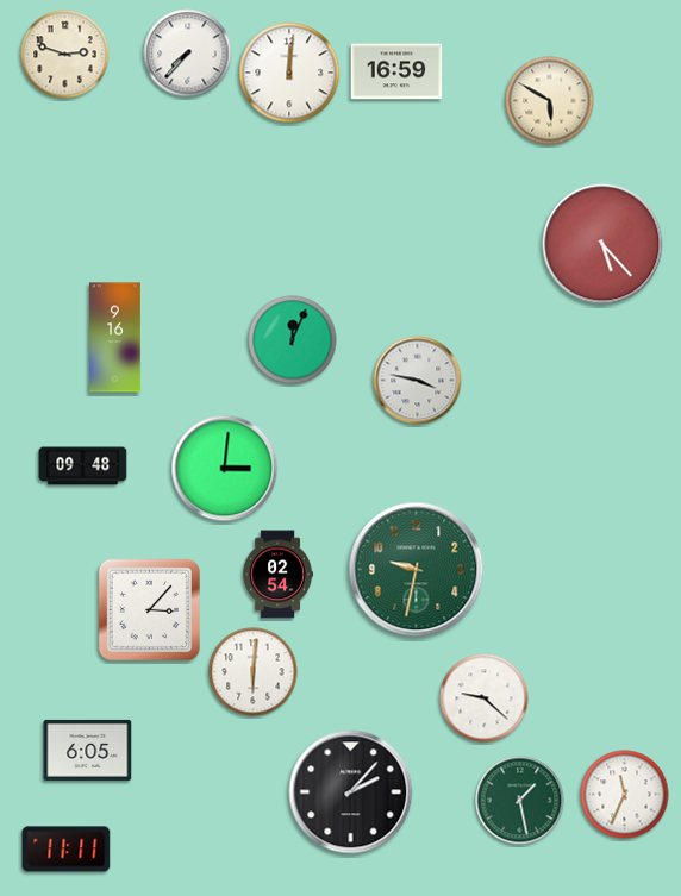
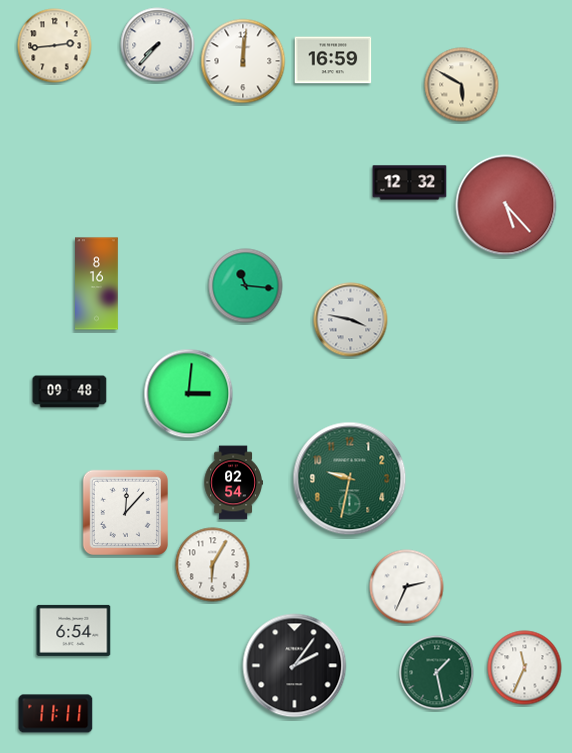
clock at (65, 55): 2:48 -> 2:44
clock at (410, 183): none -> 12:32
clock at (115, 338): 9:16 -> 8:16
clock at (293, 340): 12:04 -> 11:16
clock at (149, 609): 3:07 -> 12:07
clock at (254, 672): 6:01 -> 6:05
clock at (485, 698): 9:22 -> 2:34
clock at (88, 750): 6:05 -> 6:54
clock at (351, 792): 2:07 -> 2:06
